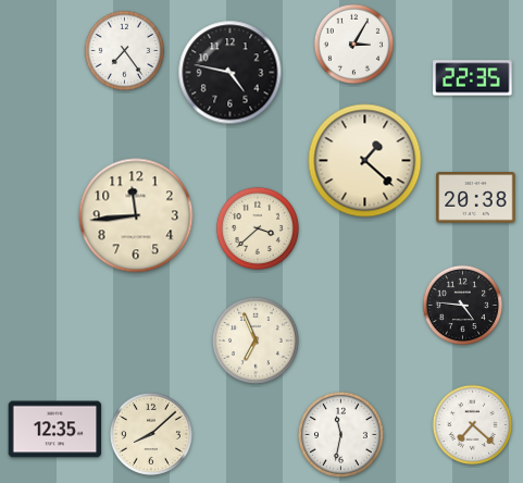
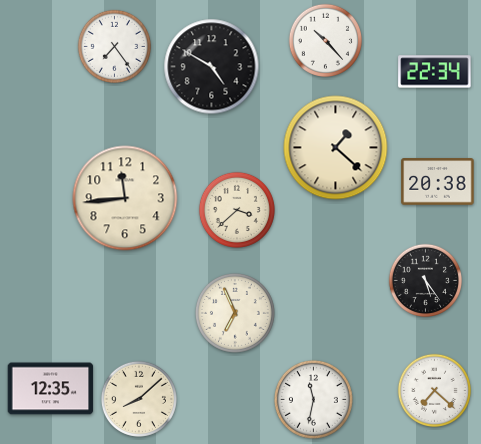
clock at (353, 44): 3:05 -> 10:23
clock at (231, 73): 4:47 -> 4:50
clock at (473, 78): 22:35 -> 22:34
clock at (462, 305): 4:46 -> 5:24
clock at (55, 430) position: (55, 430) -> (51, 389)
